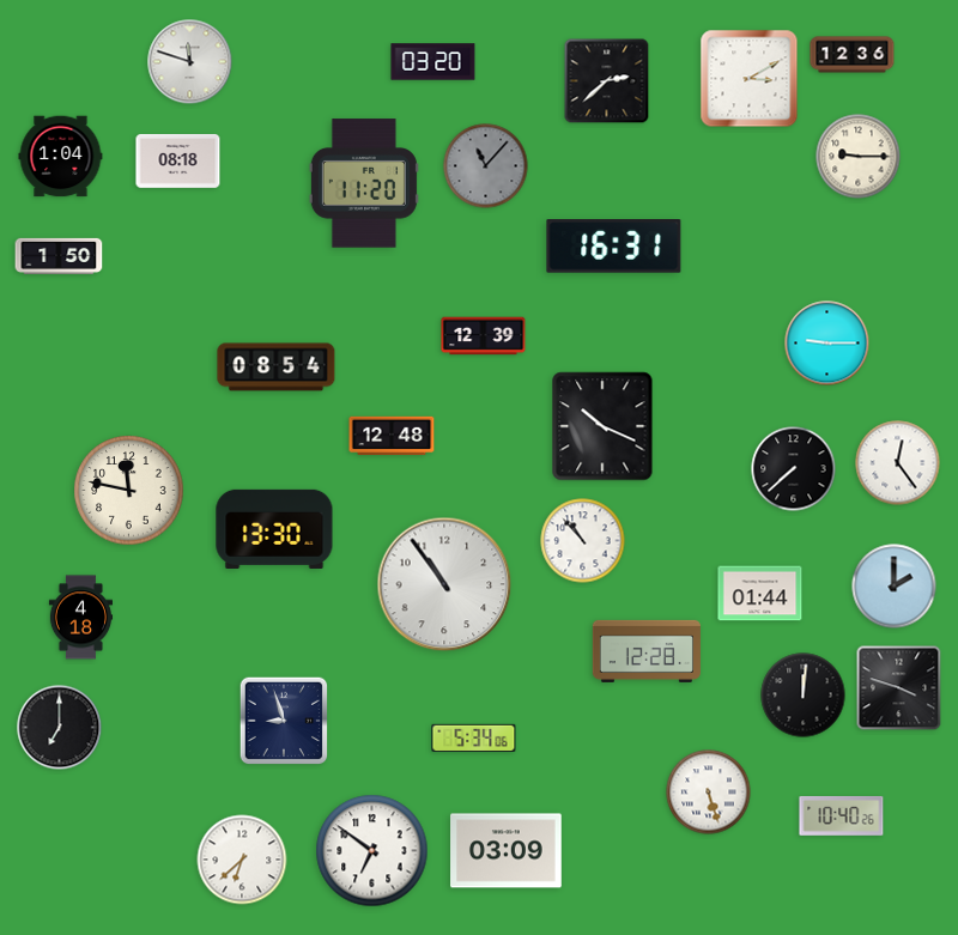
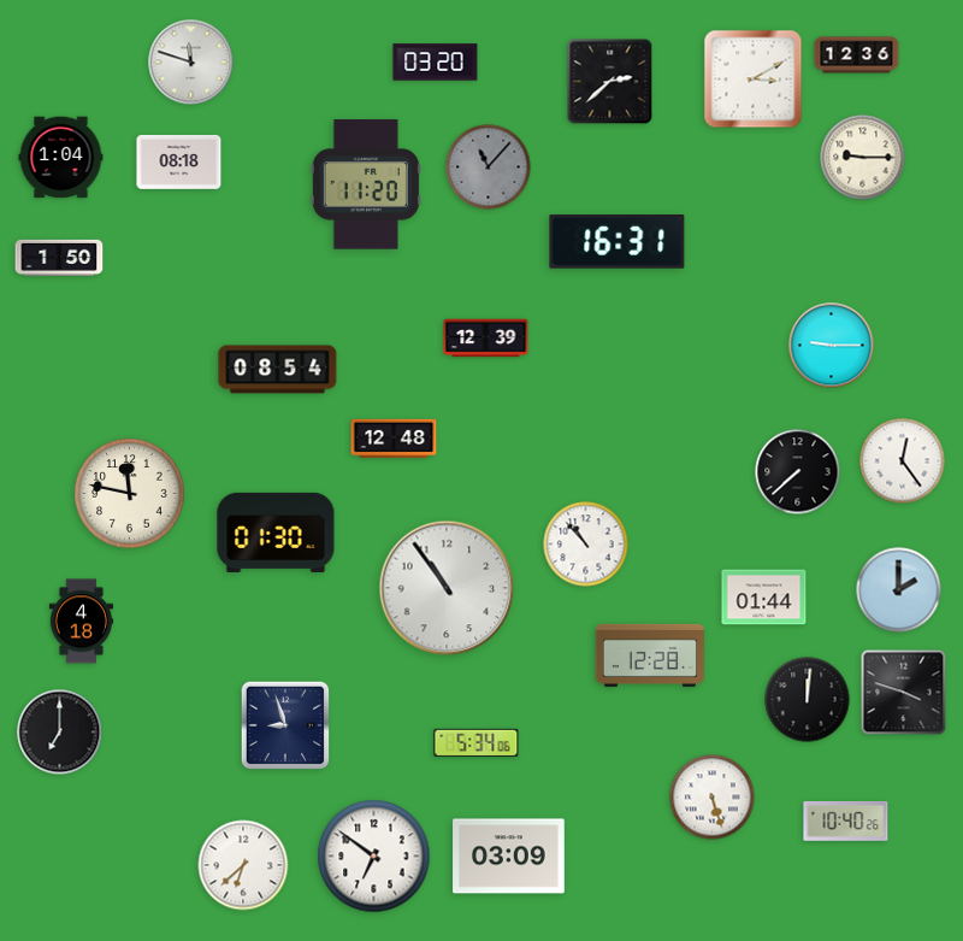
clock at (614, 247) position: (614, 247) -> (618, 242)
clock at (602, 426): 10:19 -> none
clock at (898, 463) position: (898, 463) -> (903, 461)
clock at (274, 529): 13:30 -> 01:30
